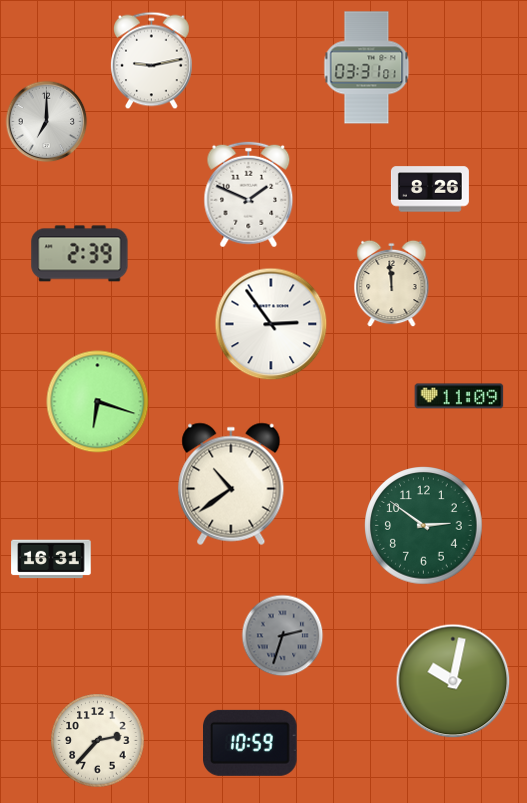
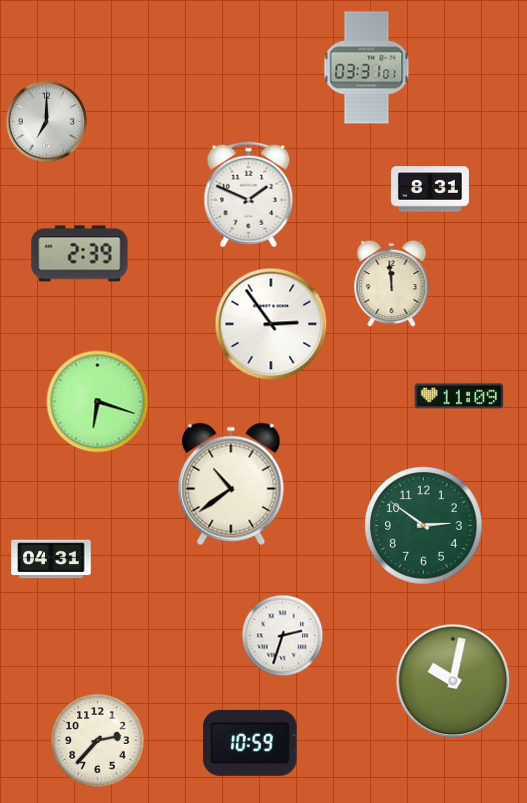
clock at (152, 61): 9:13 -> none
clock at (430, 189): 8:26 -> 8:31
clock at (51, 559): 16:31 -> 04:31
clock at (283, 636) dial: grey -> white
